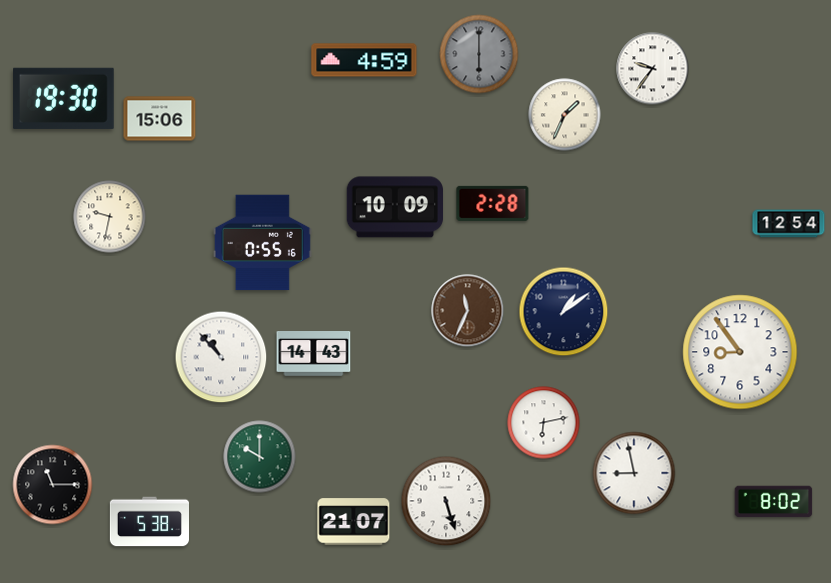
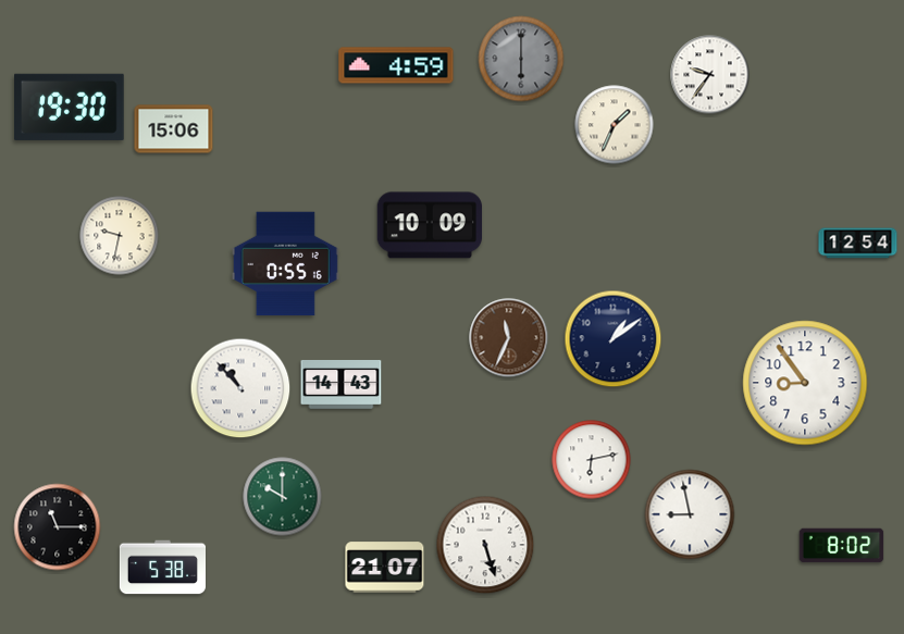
clock at (493, 203): 2:28 -> none
